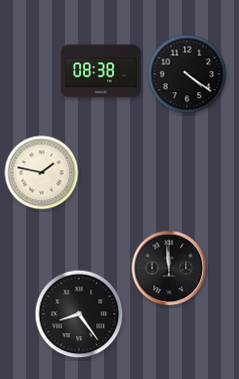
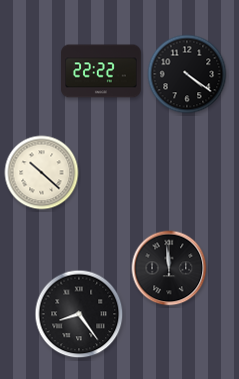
clock at (101, 71): 08:38 -> 22:22
clock at (42, 173): 1:47 -> 10:22
